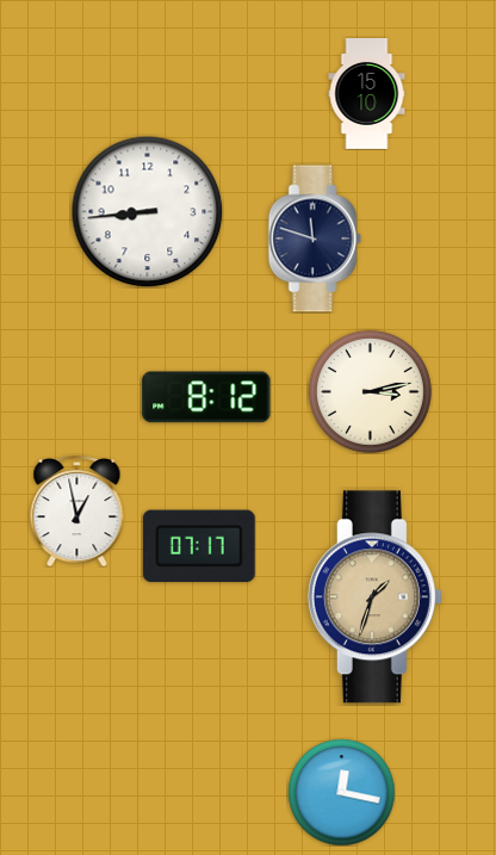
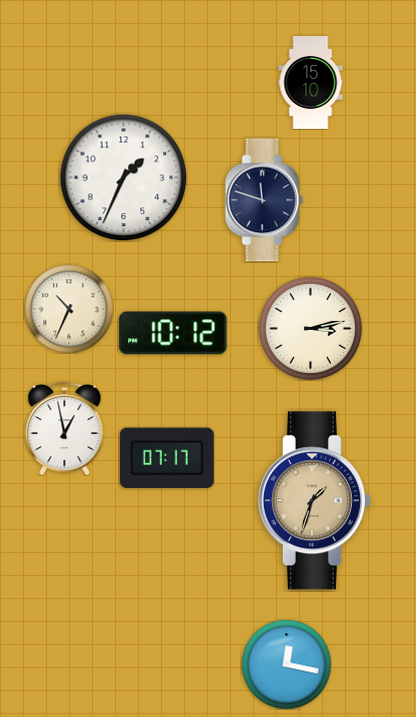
clock at (367, 94) position: (367, 94) -> (311, 83)
clock at (147, 211): 8:44 -> 1:34
clock at (69, 309): none -> 10:34
clock at (206, 397): 8:12 -> 10:12
